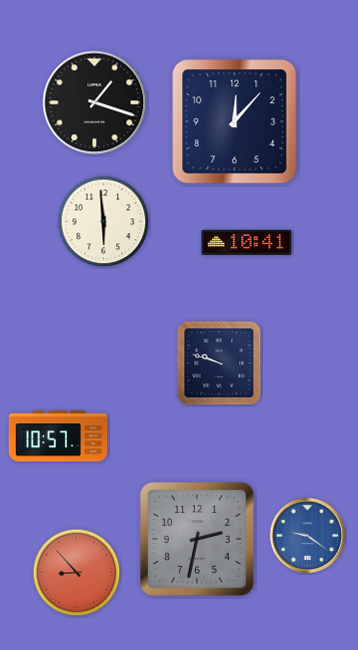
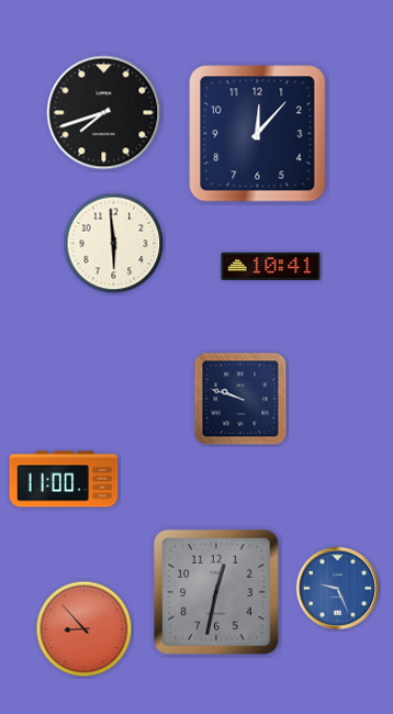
clock at (95, 103): 1:18 -> 7:42
clock at (58, 436): 10:57 -> 11:00
clock at (308, 536): 9:21 -> 9:26
clock at (198, 540): 2:32 -> 12:32
